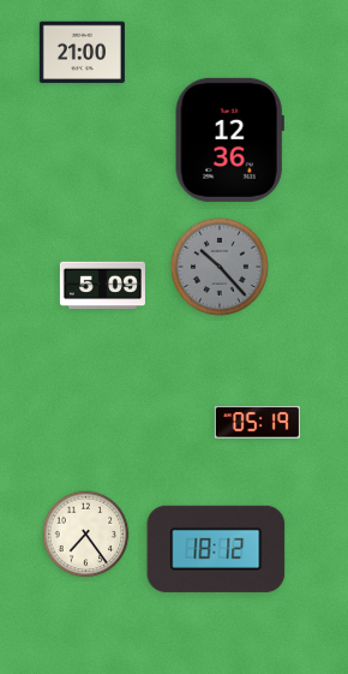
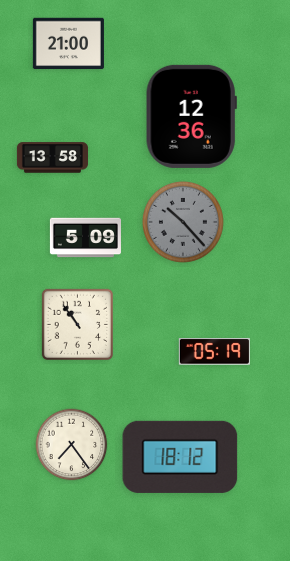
clock at (52, 158): none -> 13:58
clock at (77, 324): none -> 10:54
